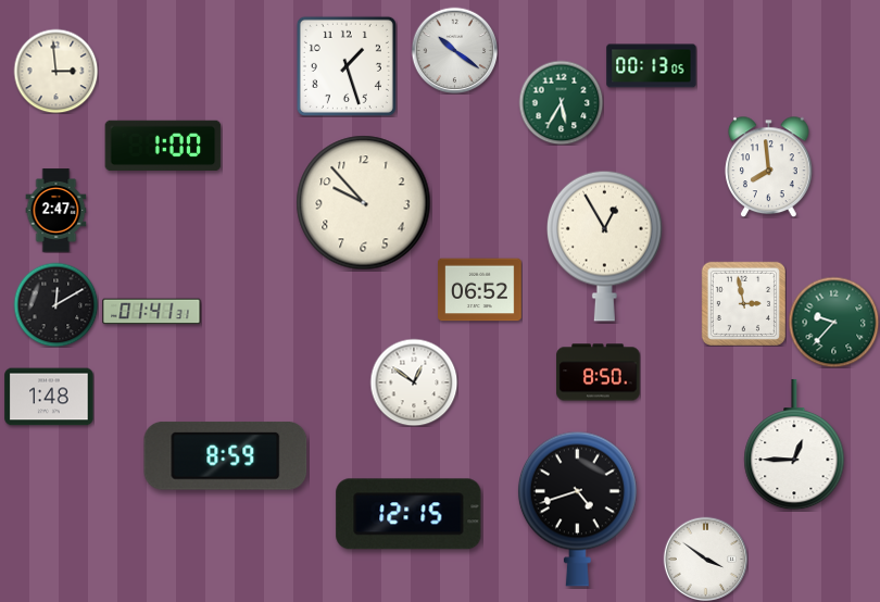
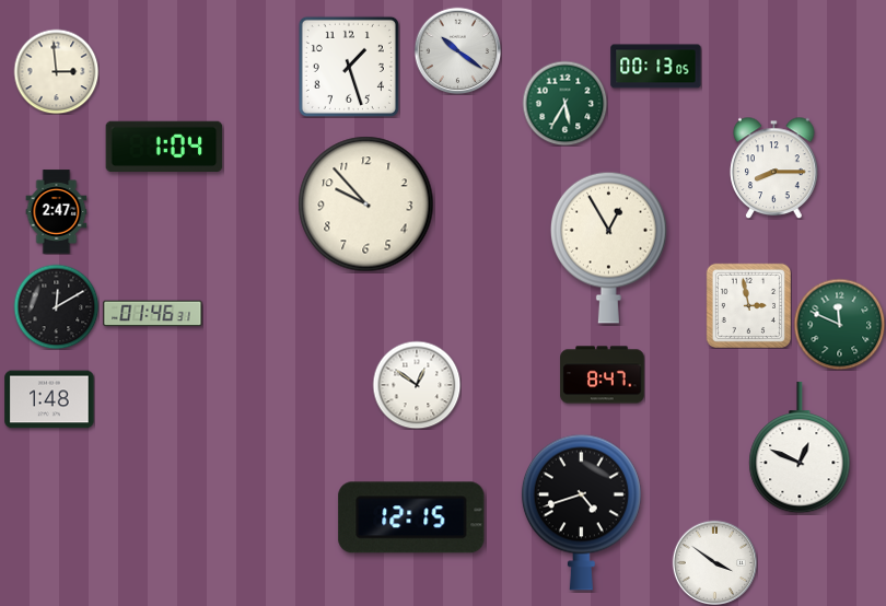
clock at (163, 146): 1:00 -> 1:04
clock at (769, 166): 7:59 -> 8:15
clock at (480, 290): 06:52 -> none
clock at (152, 312): 01:41 -> 01:46
clock at (833, 322): 9:37 -> 11:49
clock at (599, 373): 8:50 -> 8:47
clock at (794, 444): 12:45 -> 12:49
clock at (226, 456): 8:59 -> none
clock at (705, 559) position: (705, 559) -> (714, 562)
